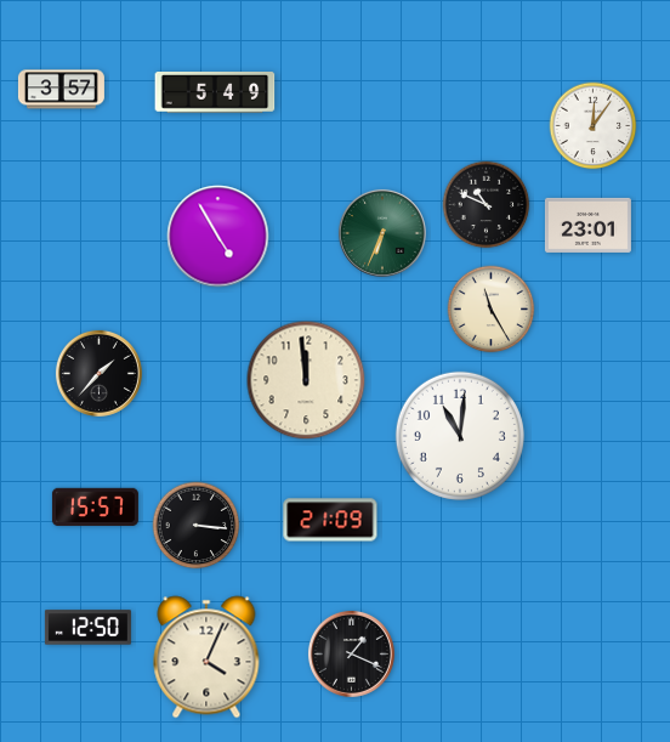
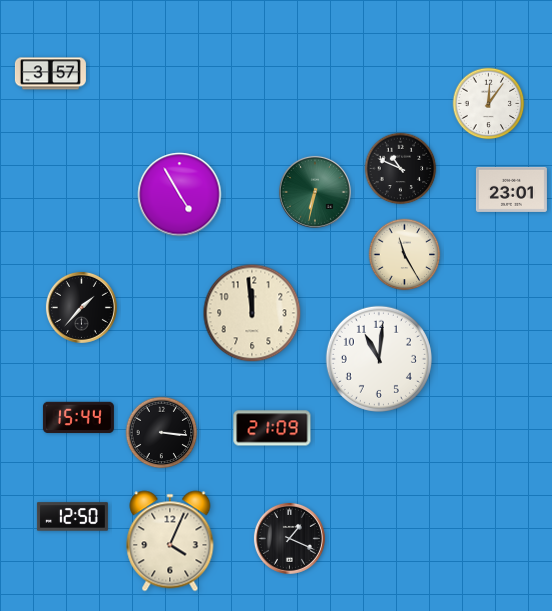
clock at (215, 94): 5:49 -> none
clock at (587, 225) position: (587, 225) -> (511, 189)
clock at (382, 233): 6:34 -> 6:32
clock at (95, 508): 15:57 -> 15:44
